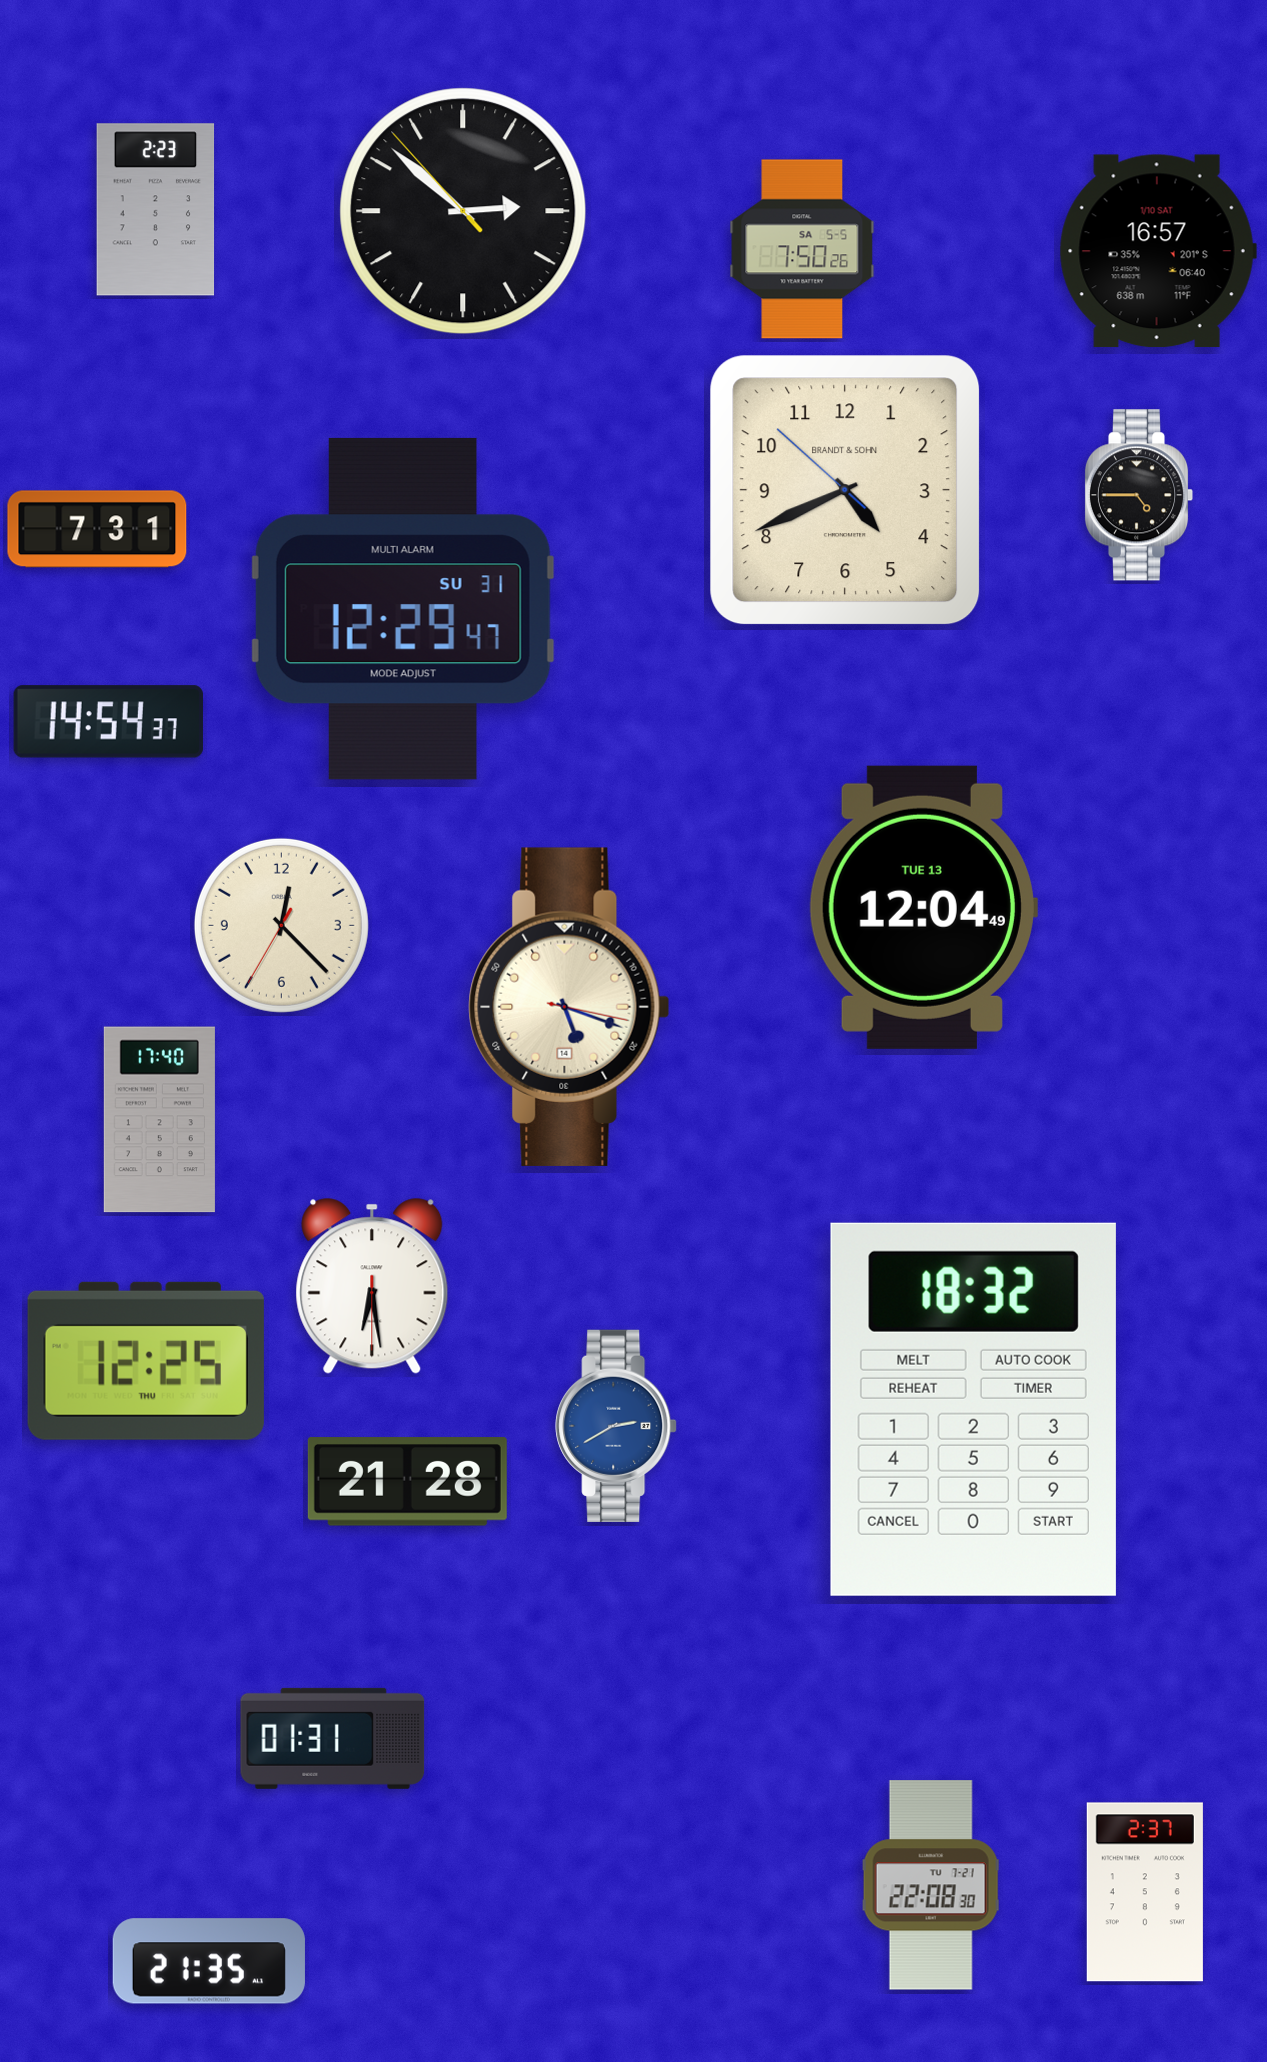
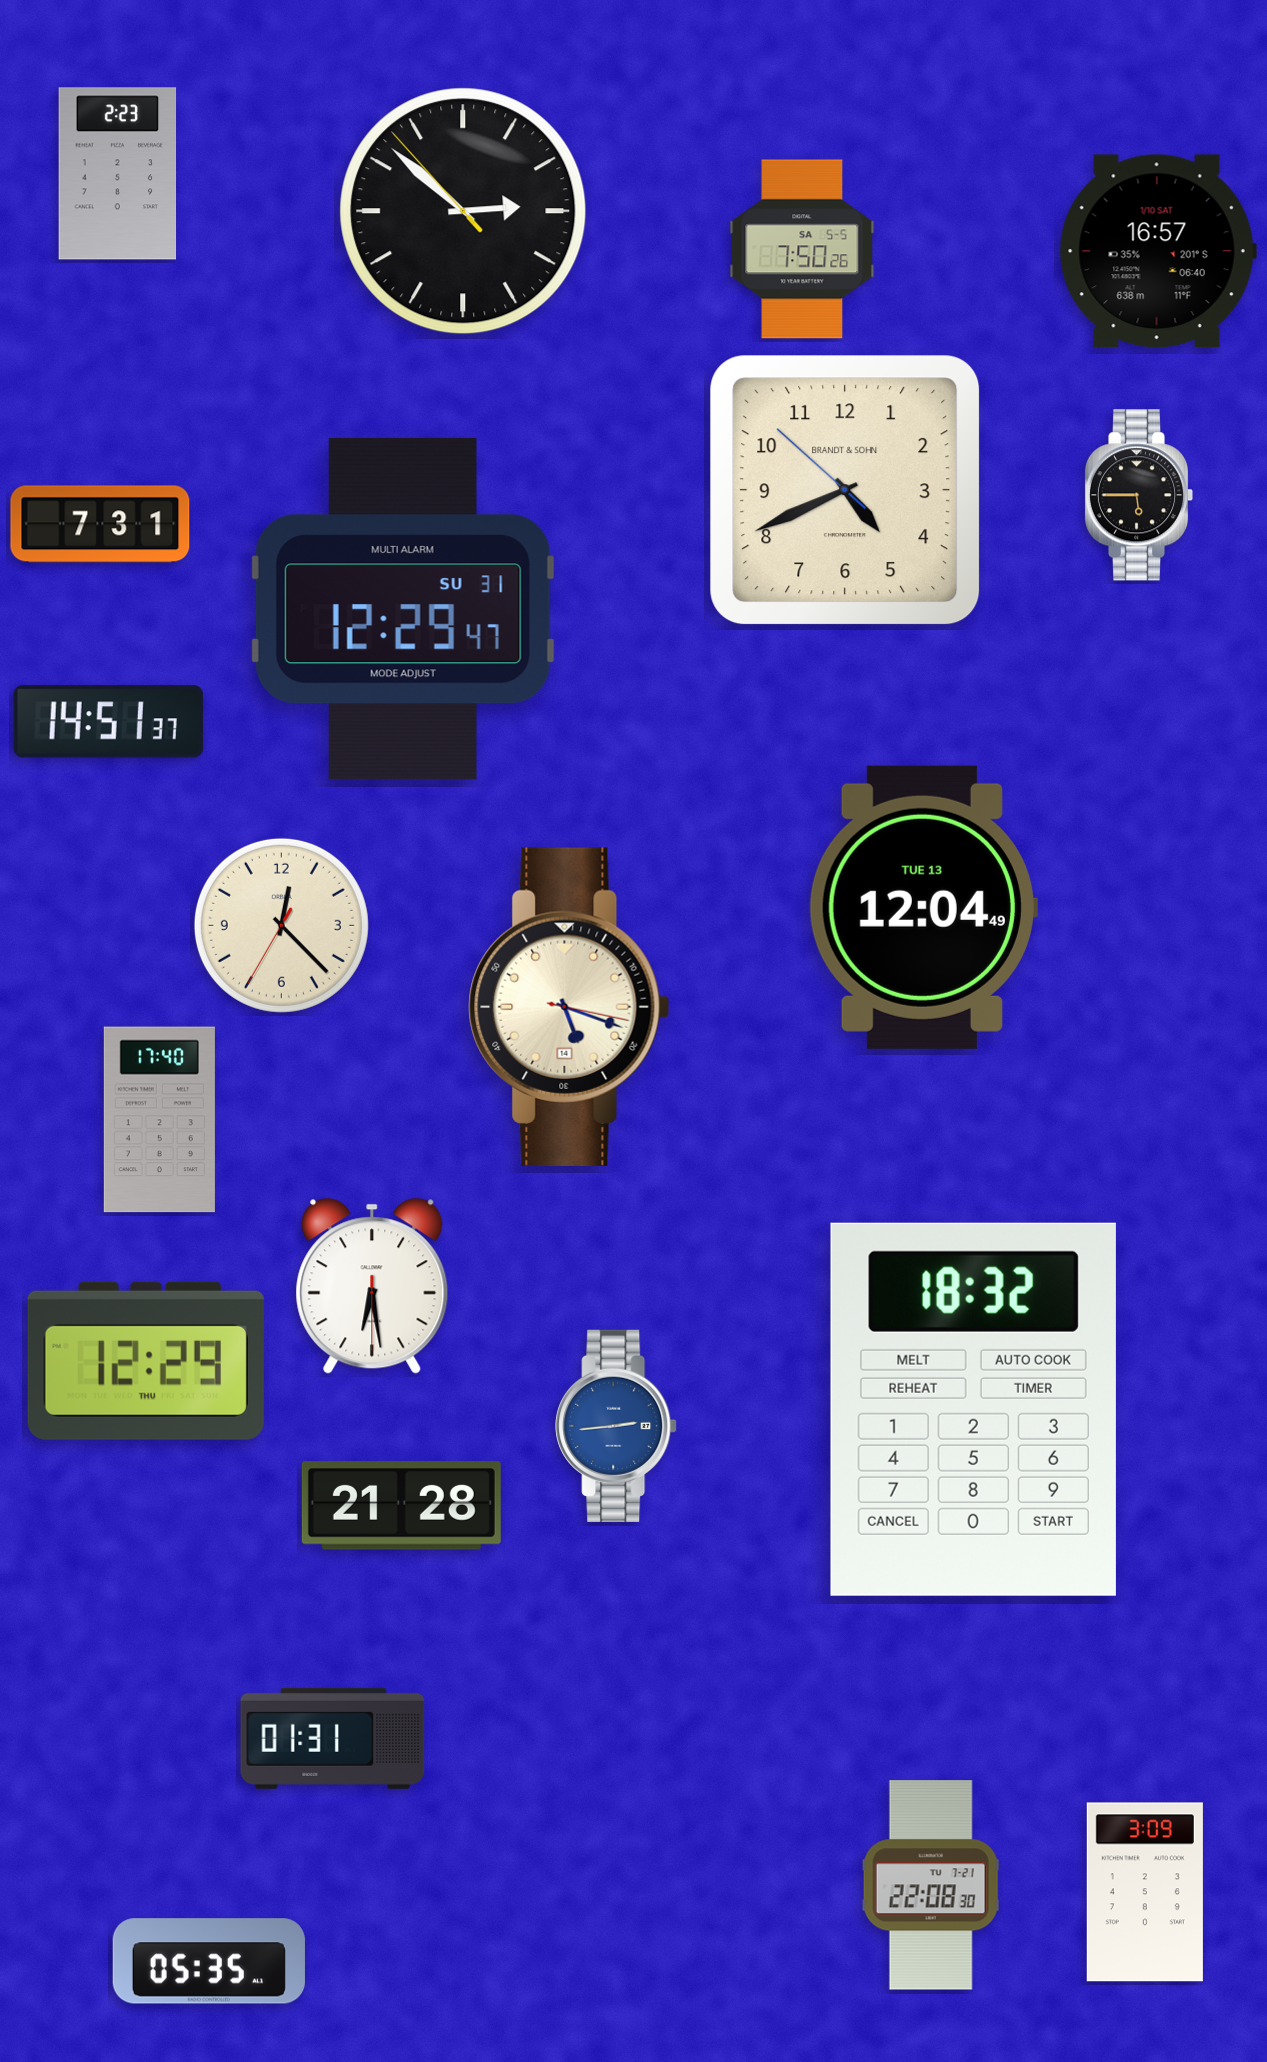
clock at (156, 210) position: (156, 210) -> (118, 174)
clock at (1139, 495): 4:45 -> 5:45
clock at (97, 529) position: (97, 529) -> (100, 524)
clock at (108, 722): 14:54 -> 14:51
clock at (146, 1361): 12:25 -> 12:29
clock at (616, 1426): 2:40 -> 2:44
clock at (407, 1482) position: (407, 1482) -> (401, 1506)
clock at (1145, 1892): 2:37 -> 3:09
clock at (209, 1961): 21:35 -> 05:35
